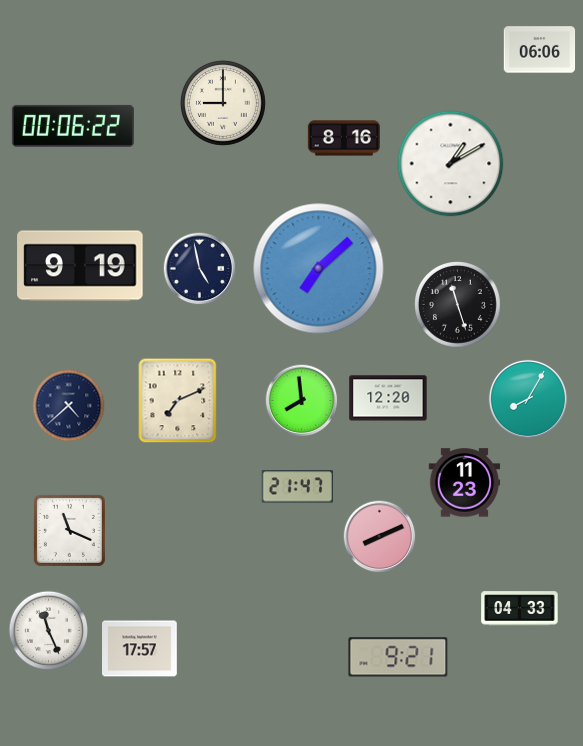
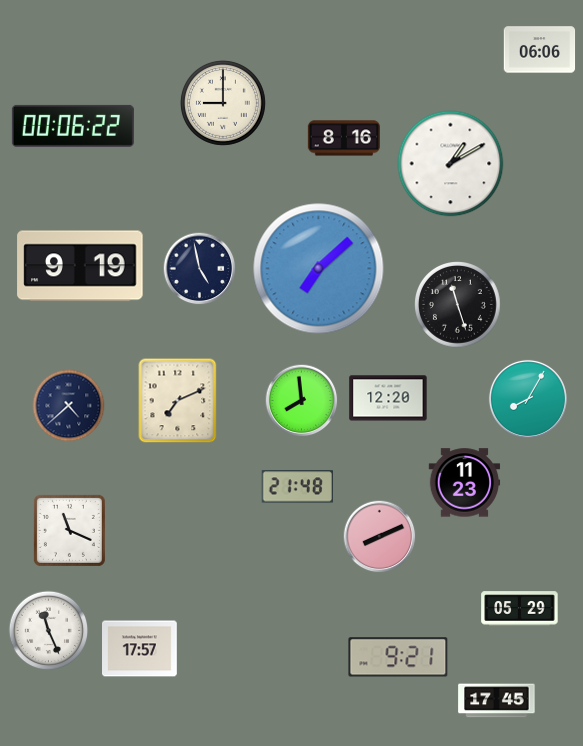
clock at (297, 487): 21:47 -> 21:48
clock at (520, 609): 04:33 -> 05:29
clock at (497, 701): none -> 17:45
